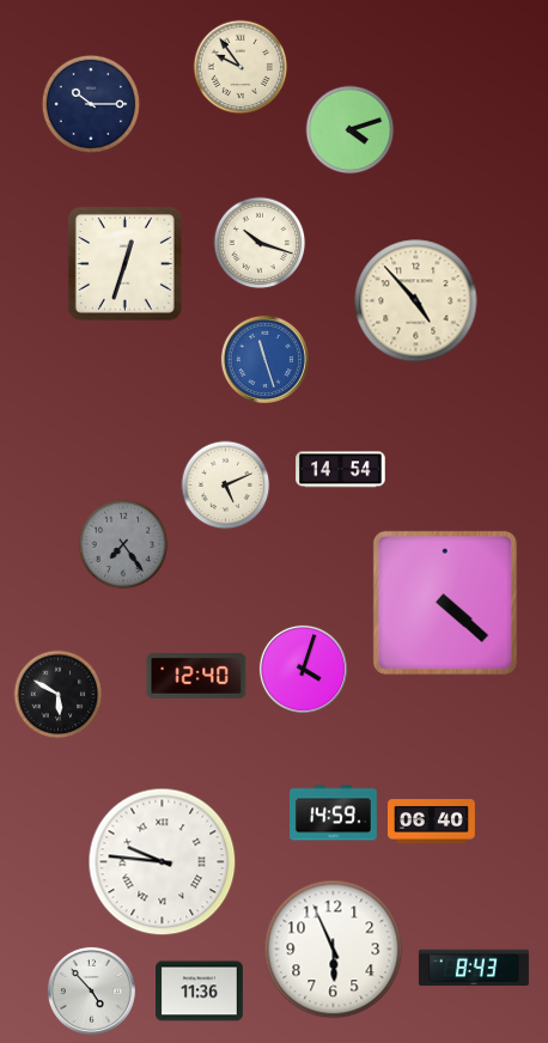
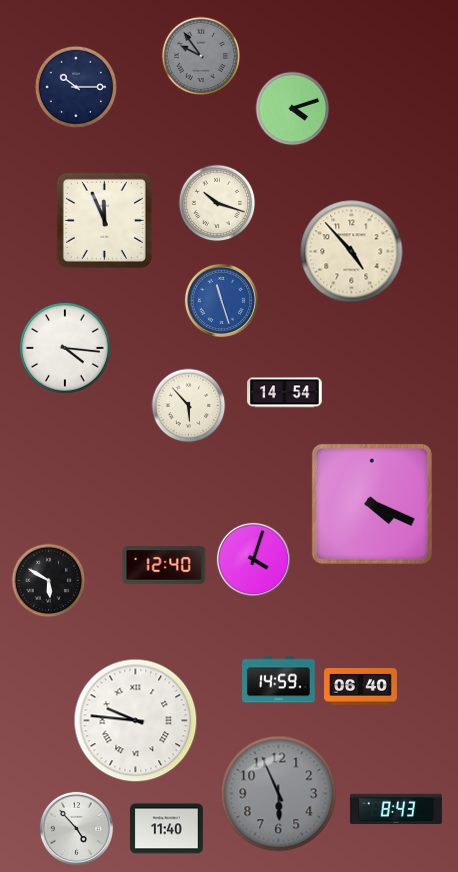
clock at (240, 67) dial: cream -> grey
clock at (124, 263): 12:33 -> 11:56
clock at (416, 301) position: (416, 301) -> (352, 252)
clock at (66, 349): none -> 4:16
clock at (226, 486): 5:11 -> 5:53
clock at (123, 544): 7:24 -> none
clock at (445, 603): 4:22 -> 4:19
clock at (334, 950) dial: white -> grey
clock at (200, 992): 11:36 -> 11:40
